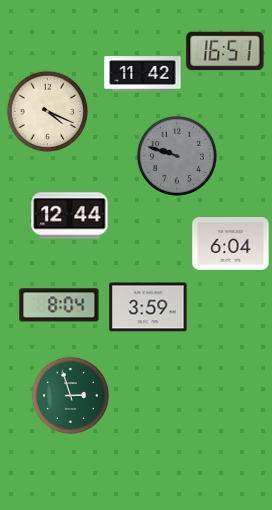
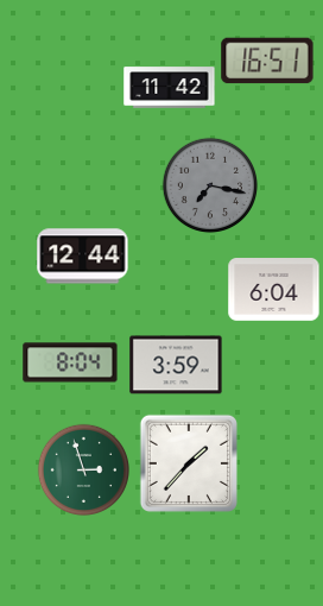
clock at (47, 111): 4:19 -> none
clock at (177, 156): 9:48 -> 7:17
clock at (188, 462): none -> 1:37
